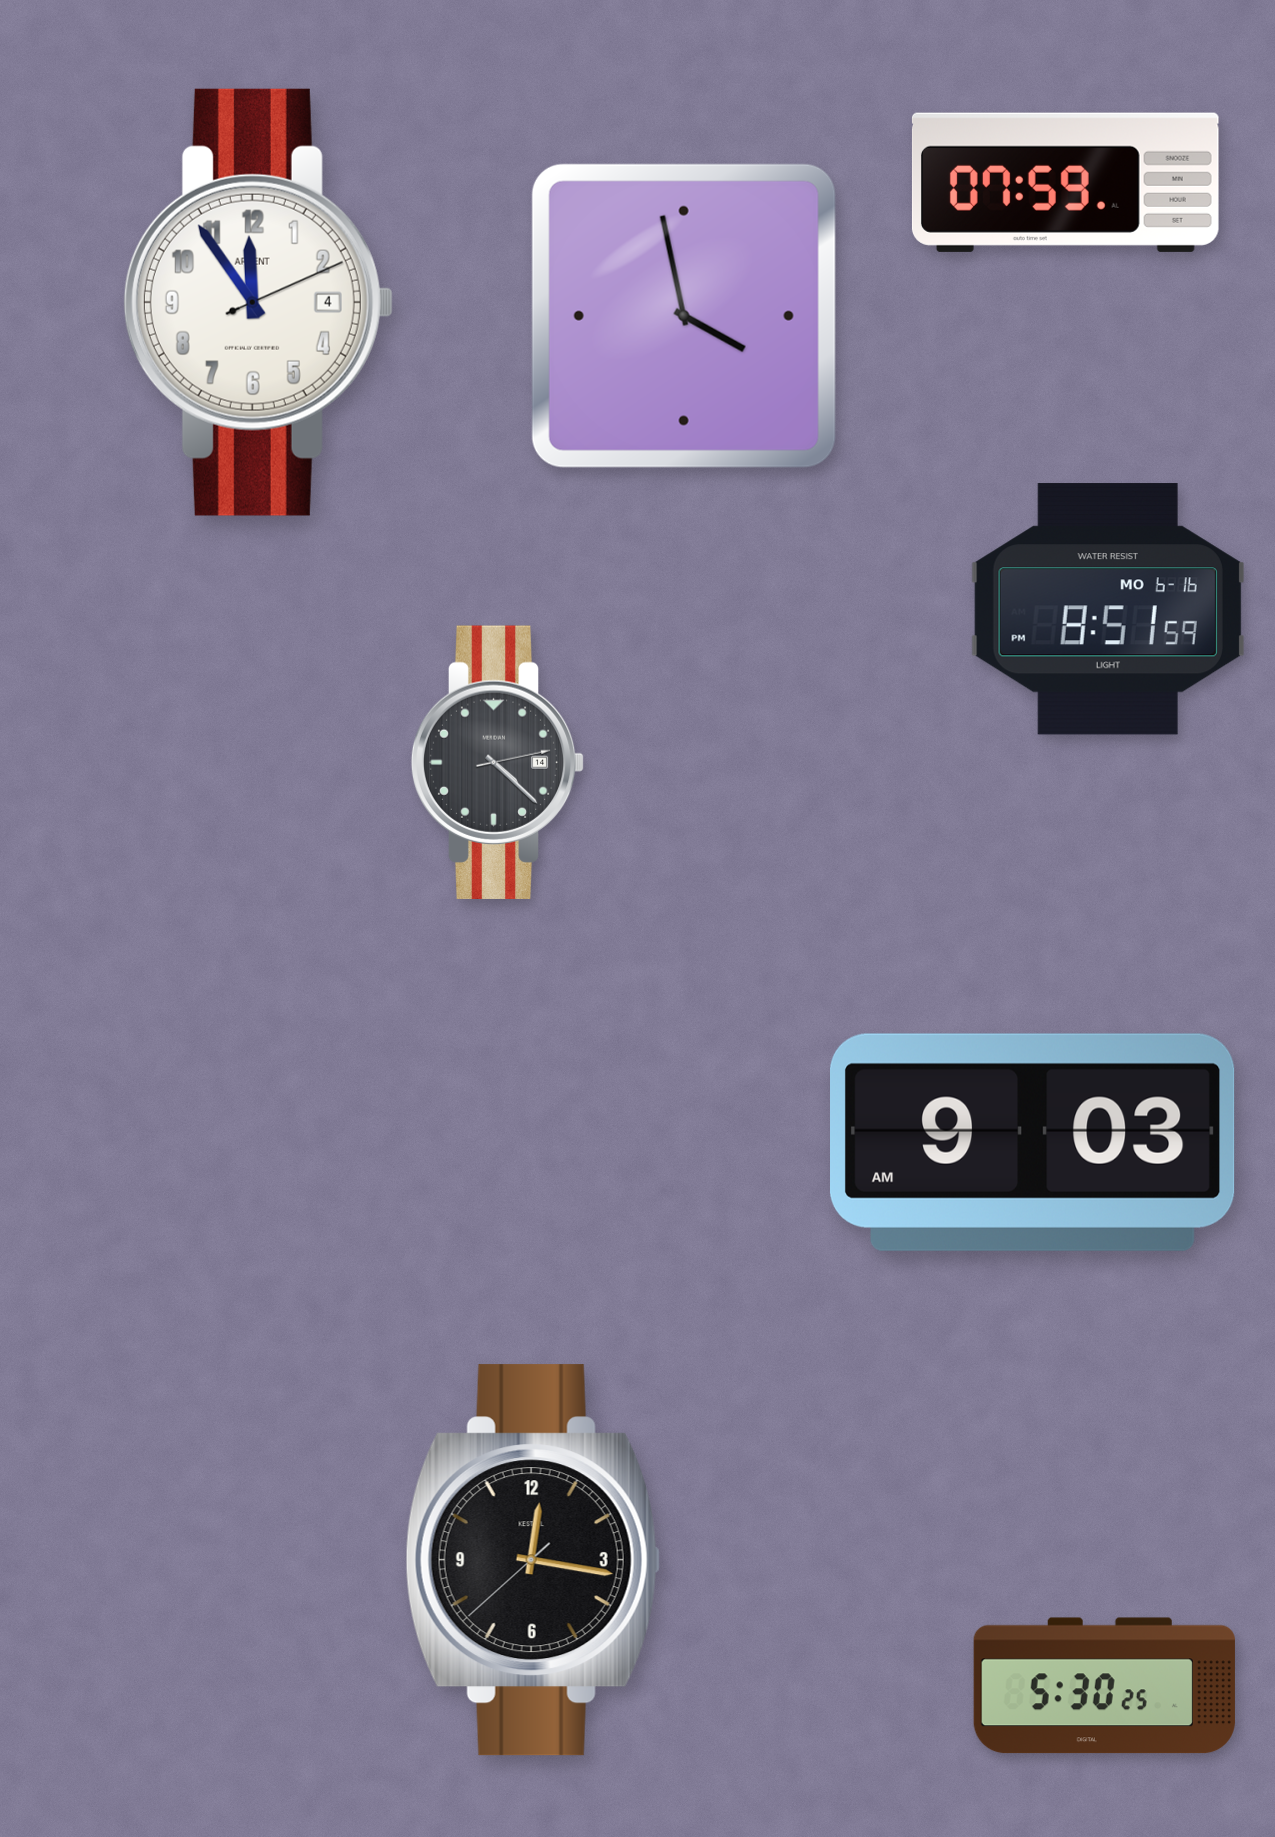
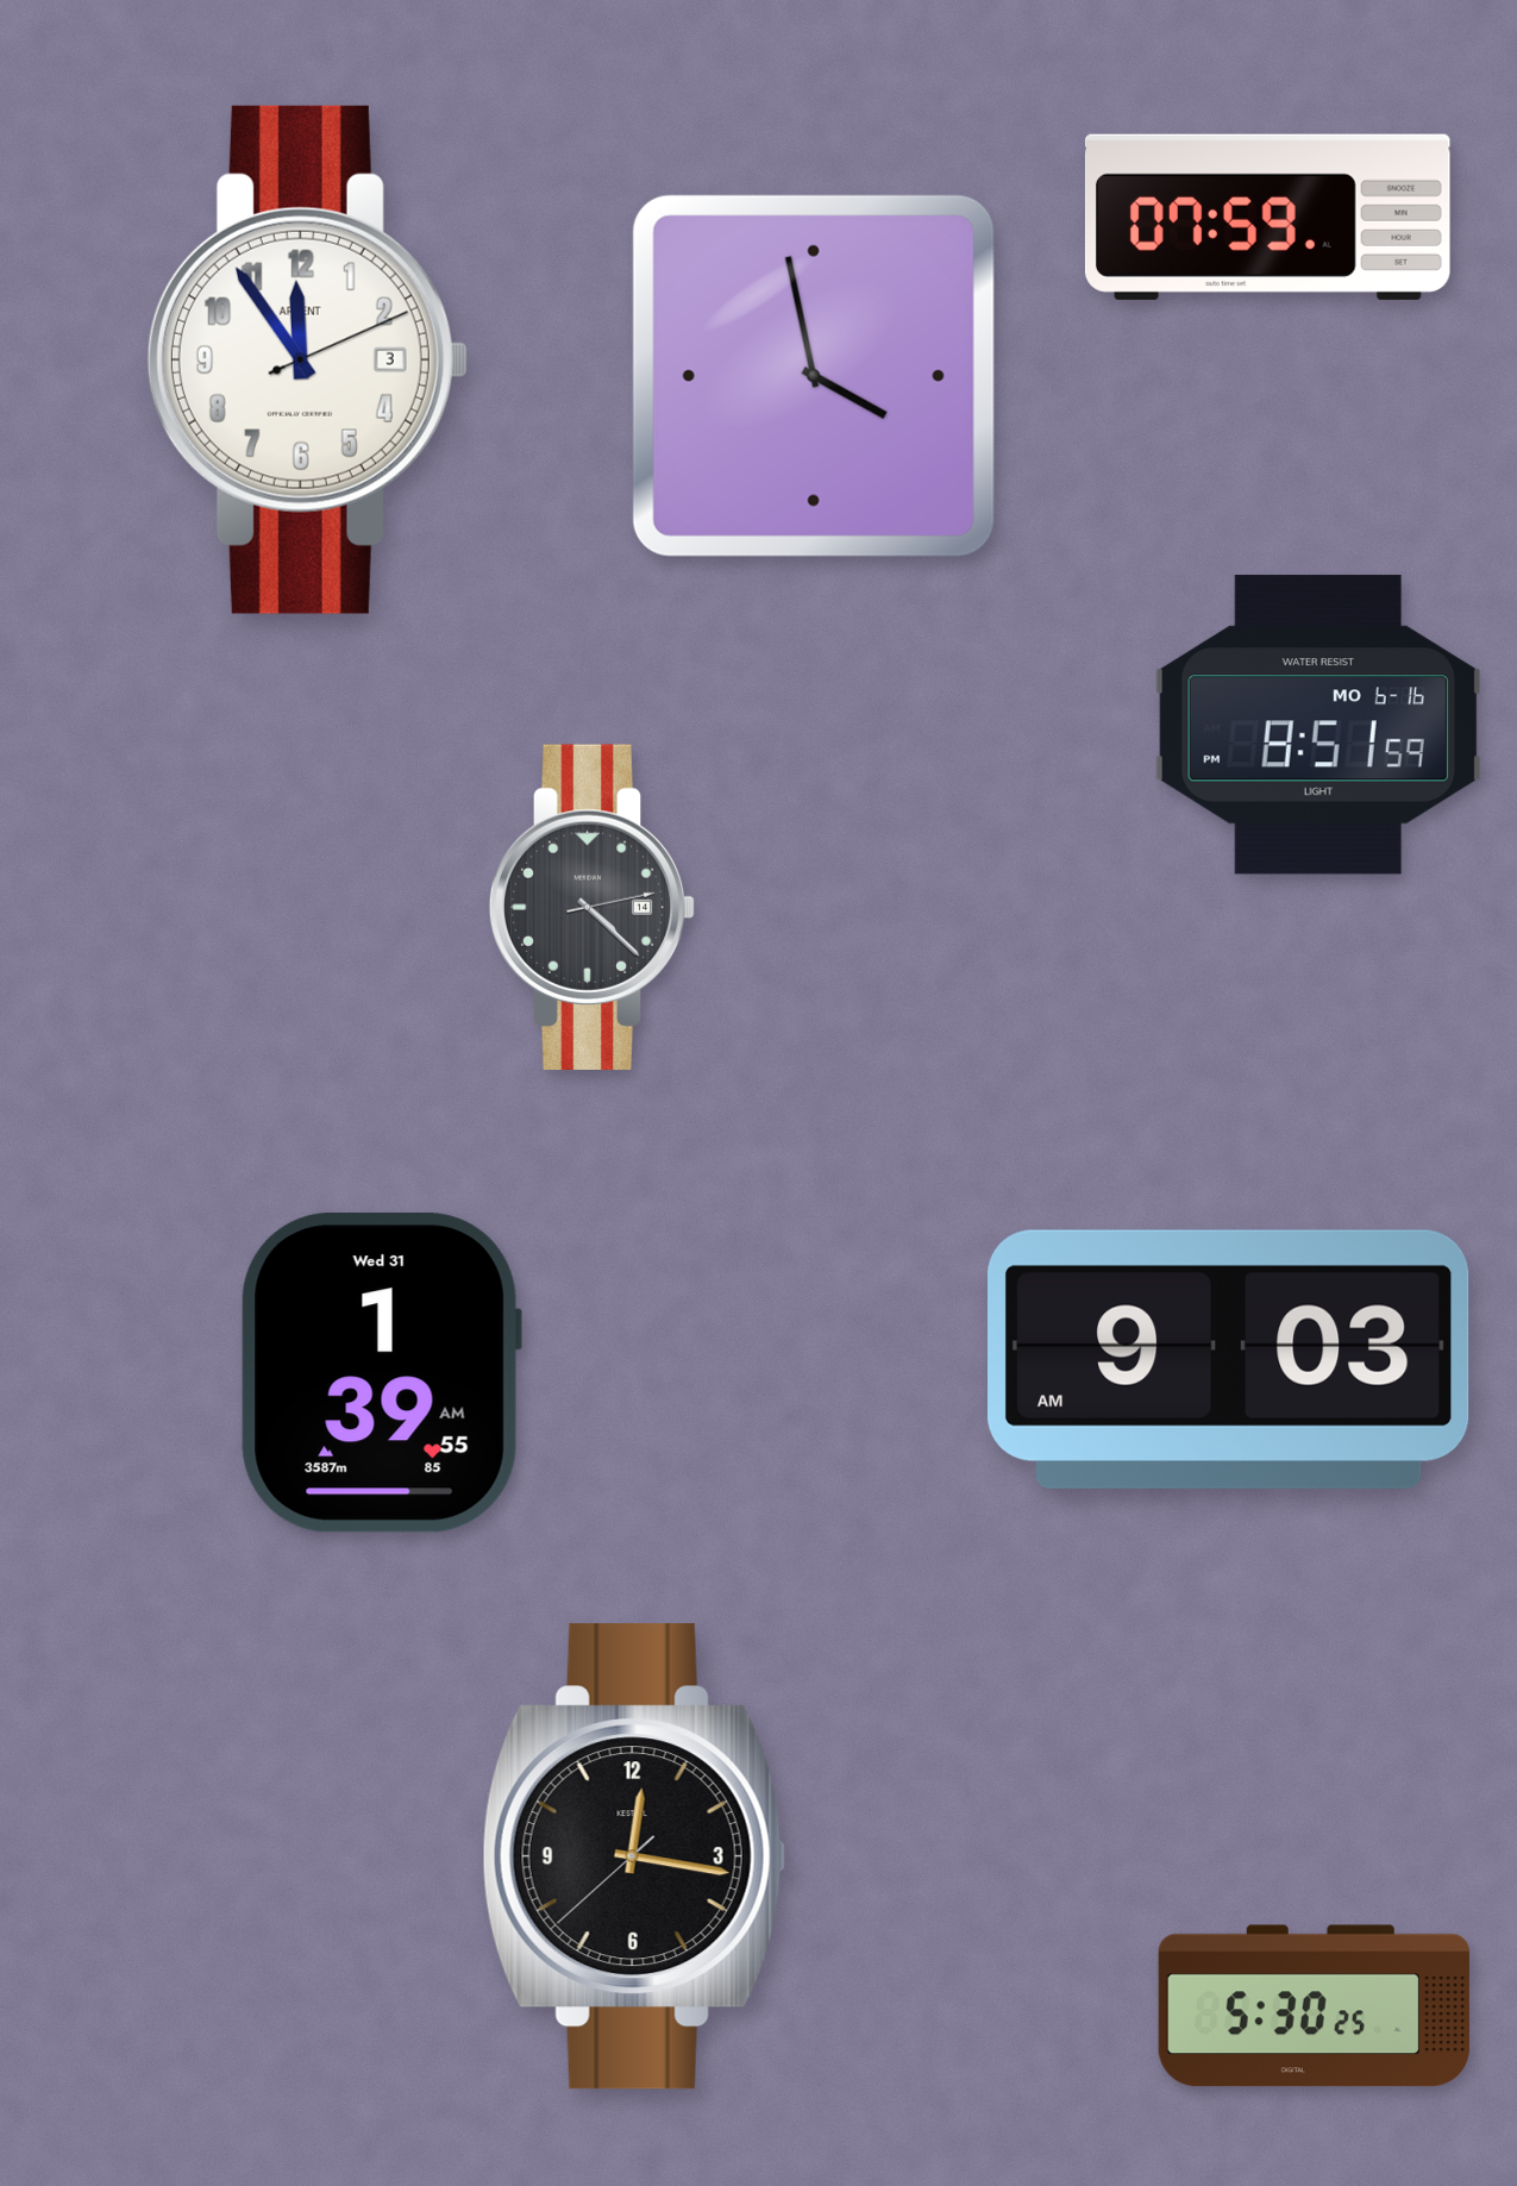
clock at (258, 302) date: 4 -> 3
clock at (381, 1373): none -> 1:39
